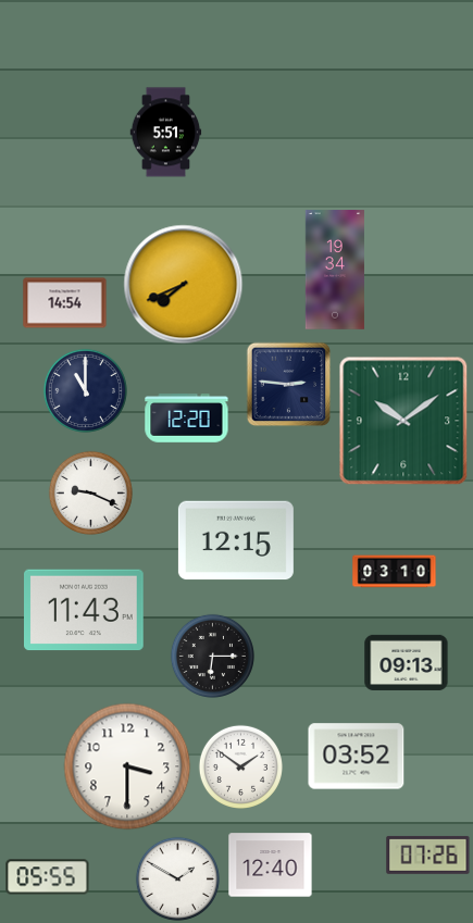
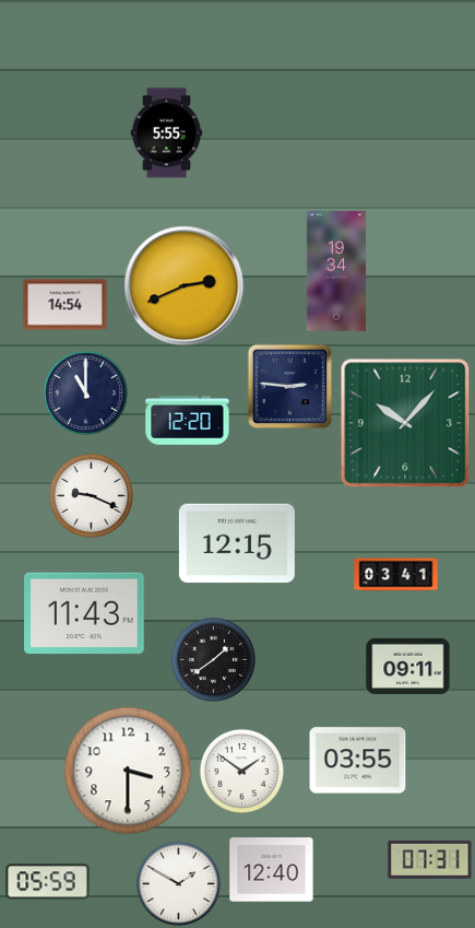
clock at (166, 133): 5:51 -> 5:55
clock at (184, 285): 7:41 -> 2:41
clock at (403, 421): 10:09 -> 10:07
clock at (395, 572): 03:10 -> 03:41
clock at (212, 656): 6:15 -> 1:39
clock at (407, 662): 09:13 -> 09:11
clock at (357, 757): 03:52 -> 03:55
clock at (428, 855): 07:26 -> 07:31
clock at (48, 877): 05:55 -> 05:59
